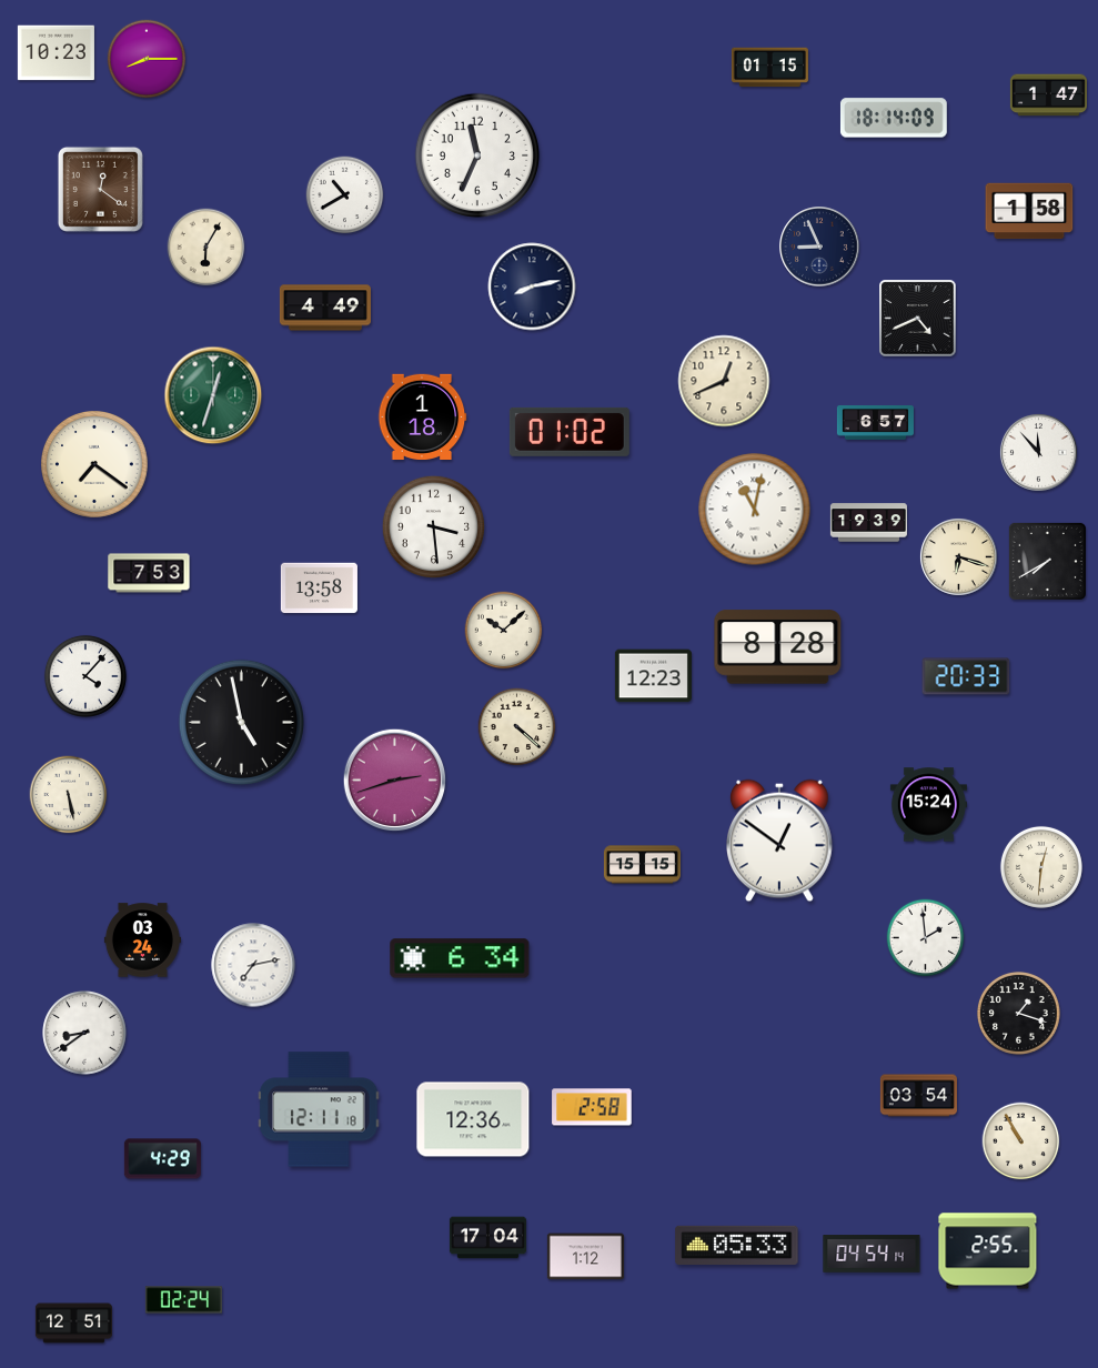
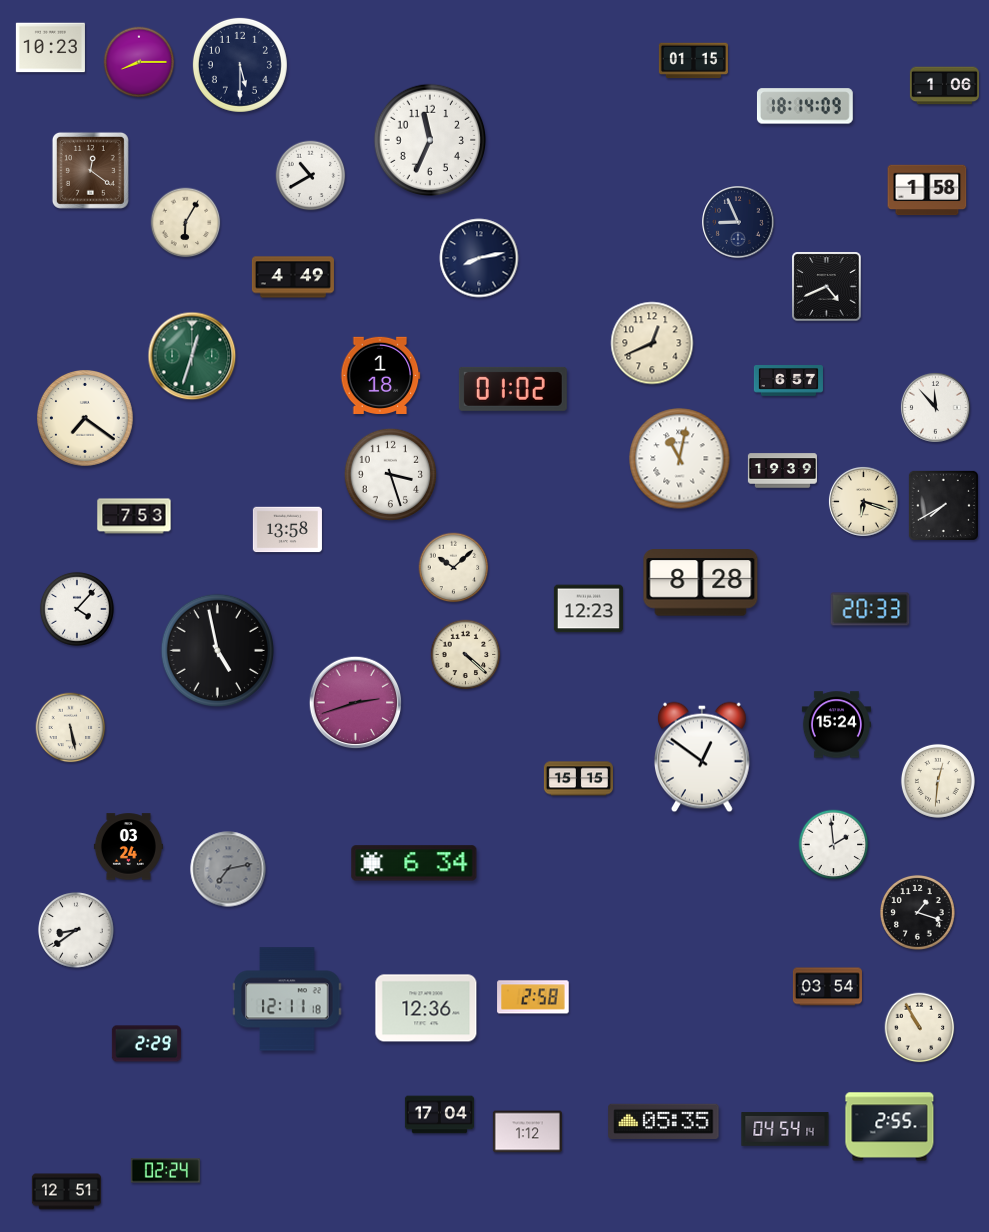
clock at (147, 59) position: (147, 59) -> (139, 62)
clock at (240, 65): none -> 5:30
clock at (1048, 95): 1:47 -> 1:06
clock at (433, 526): 3:29 -> 3:27
clock at (69, 795) position: (69, 795) -> (71, 728)
clock at (253, 965) dial: white -> grey
clock at (162, 1159): 4:29 -> 2:29
clock at (737, 1245): 05:33 -> 05:35
